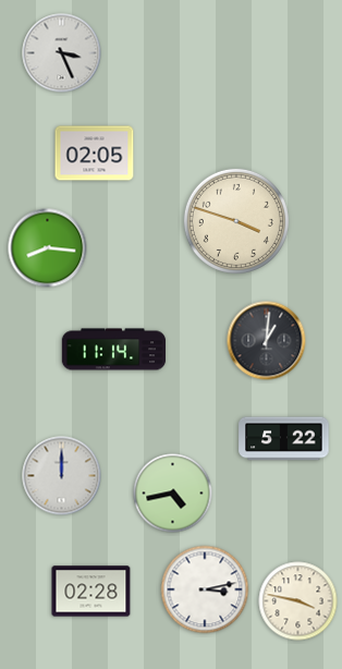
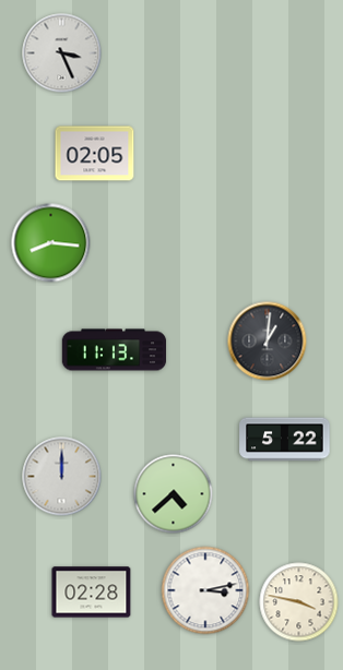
clock at (236, 221): 3:48 -> none
clock at (48, 248) position: (48, 248) -> (51, 243)
clock at (114, 350): 11:14 -> 11:13
clock at (173, 494): 4:43 -> 4:38
